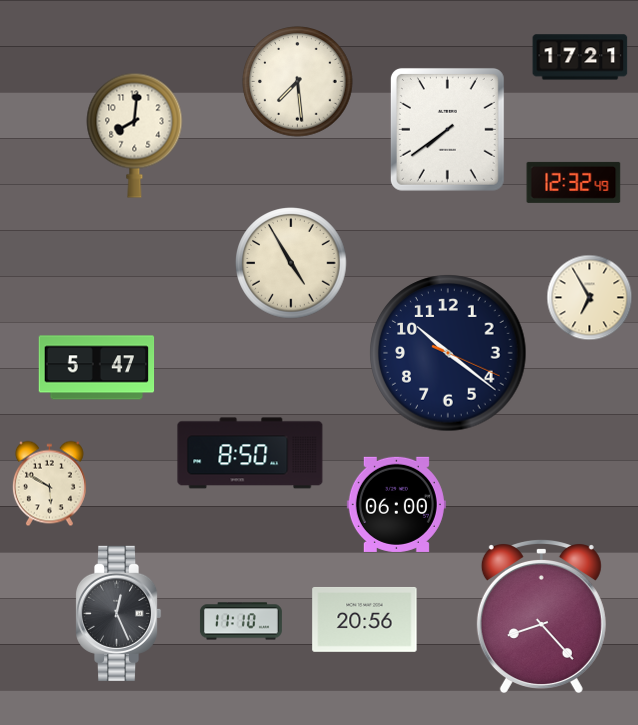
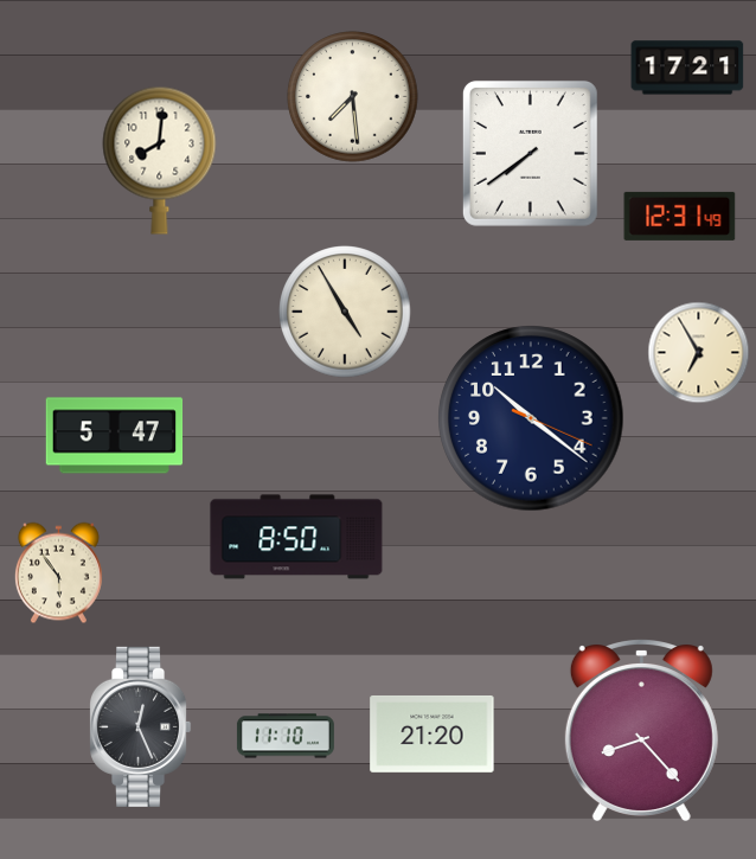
clock at (574, 182): 12:32 -> 12:31
clock at (49, 484): 5:50 -> 5:54
clock at (396, 504): 06:00 -> none
clock at (365, 619): 20:56 -> 21:20
